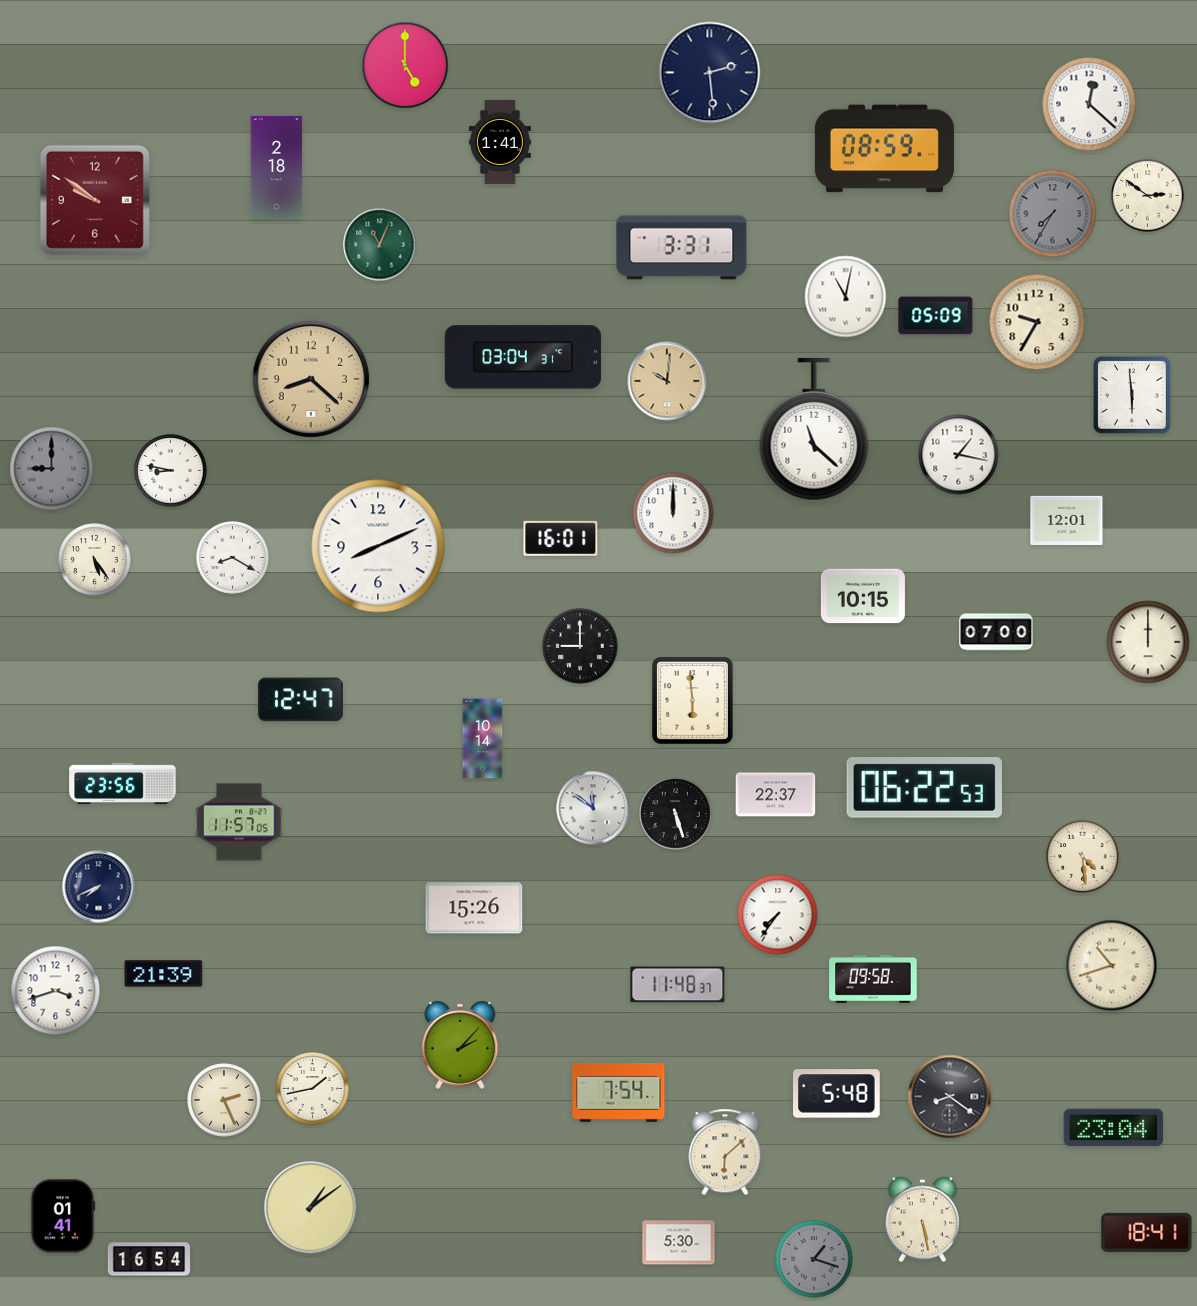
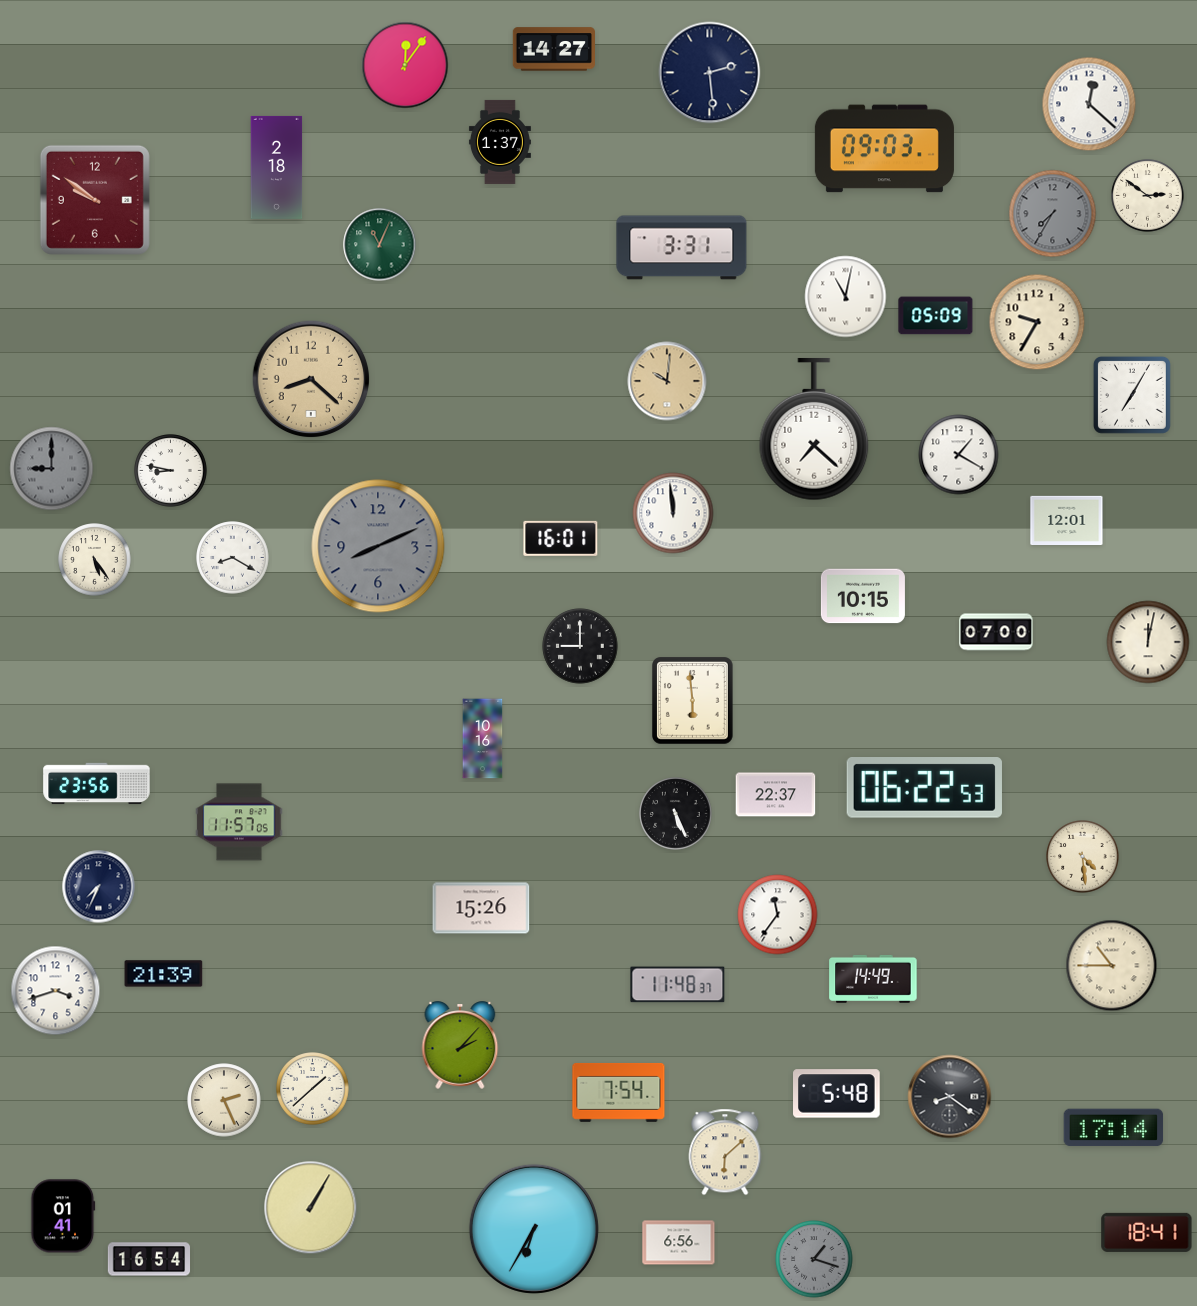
clock at (553, 49): none -> 14:27
clock at (405, 65): 5:00 -> 12:06
clock at (500, 142): 1:41 -> 1:37
clock at (884, 149): 08:59 -> 09:03
clock at (523, 357): 03:04 -> none
clock at (1132, 395): 5:59 -> 7:05
clock at (814, 429): 11:22 -> 7:22
clock at (959, 455): 1:17 -> 1:20
clock at (673, 513): 12:00 -> 11:59
clock at (378, 546) dial: white -> grey
clock at (1148, 642): 12:00 -> 12:02
clock at (300, 700): 12:47 -> none
clock at (483, 739): 10:14 -> 10:16
clock at (123, 784) position: (123, 784) -> (97, 784)
clock at (593, 808): 11:51 -> none
clock at (676, 814): 5:27 -> 5:26
clock at (99, 887): 7:41 -> 7:34
clock at (474, 908) position: (474, 908) -> (481, 908)
clock at (778, 915): 7:36 -> 11:36
clock at (1112, 966): 10:42 -> 10:45
clock at (873, 979): 09:58 -> 14:49
clock at (313, 1089): 1:43 -> 1:38
clock at (1114, 1128): 23:04 -> 17:14
clock at (311, 1208): 1:09 -> 1:05
clock at (922, 1220): 5:28 -> none
clock at (534, 1229): none -> 6:35
clock at (679, 1243): 5:30 -> 6:56
